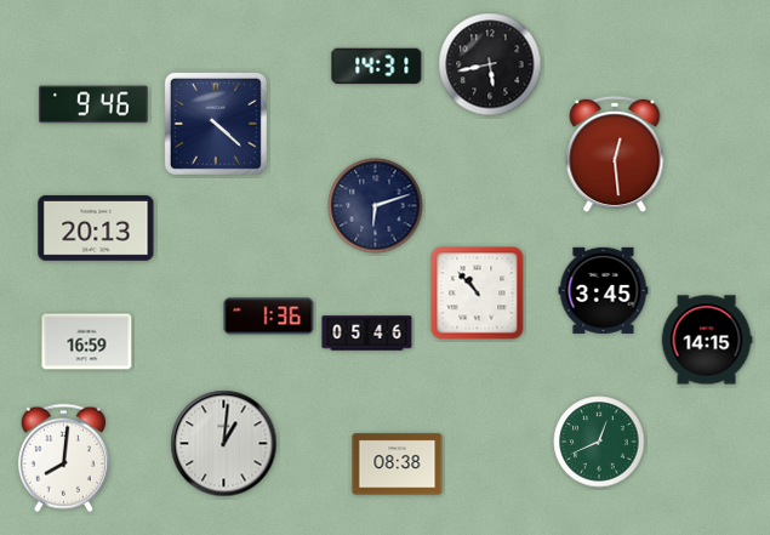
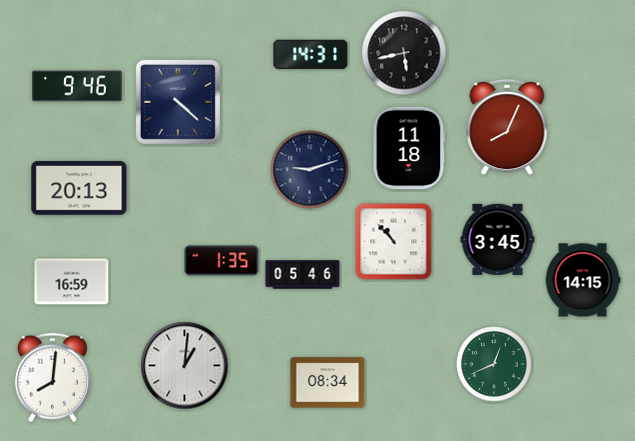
clock at (615, 154): 12:29 -> 8:04
clock at (409, 148): none -> 11:18
clock at (376, 206): 6:12 -> 9:12
clock at (269, 317): 1:36 -> 1:35
clock at (398, 465): 08:38 -> 08:34
